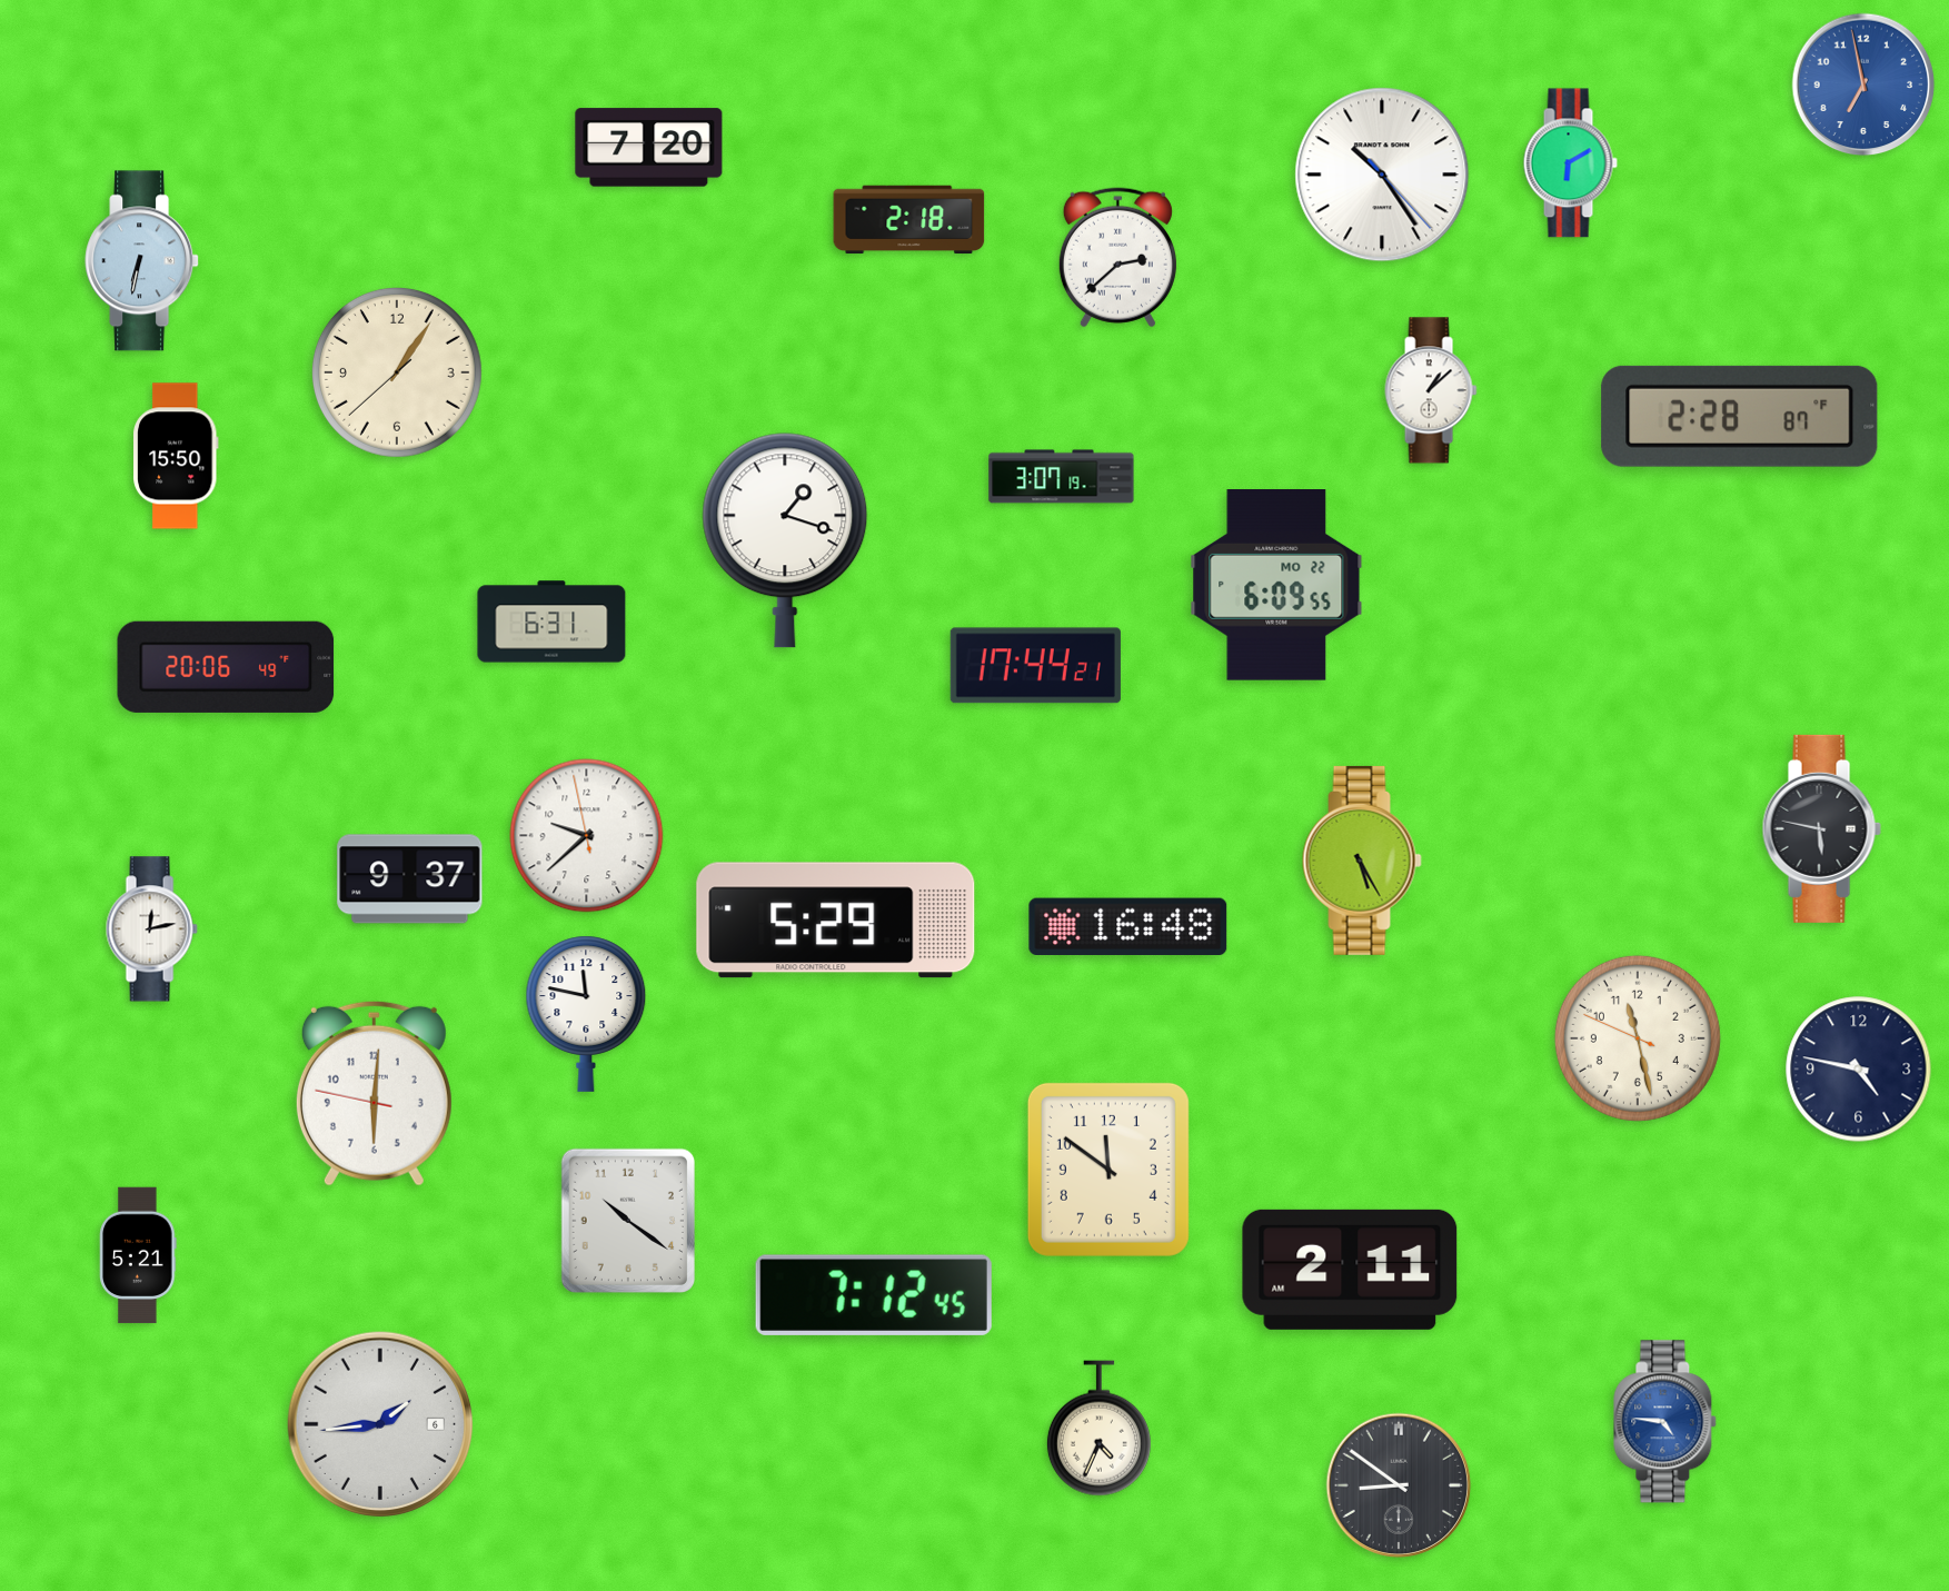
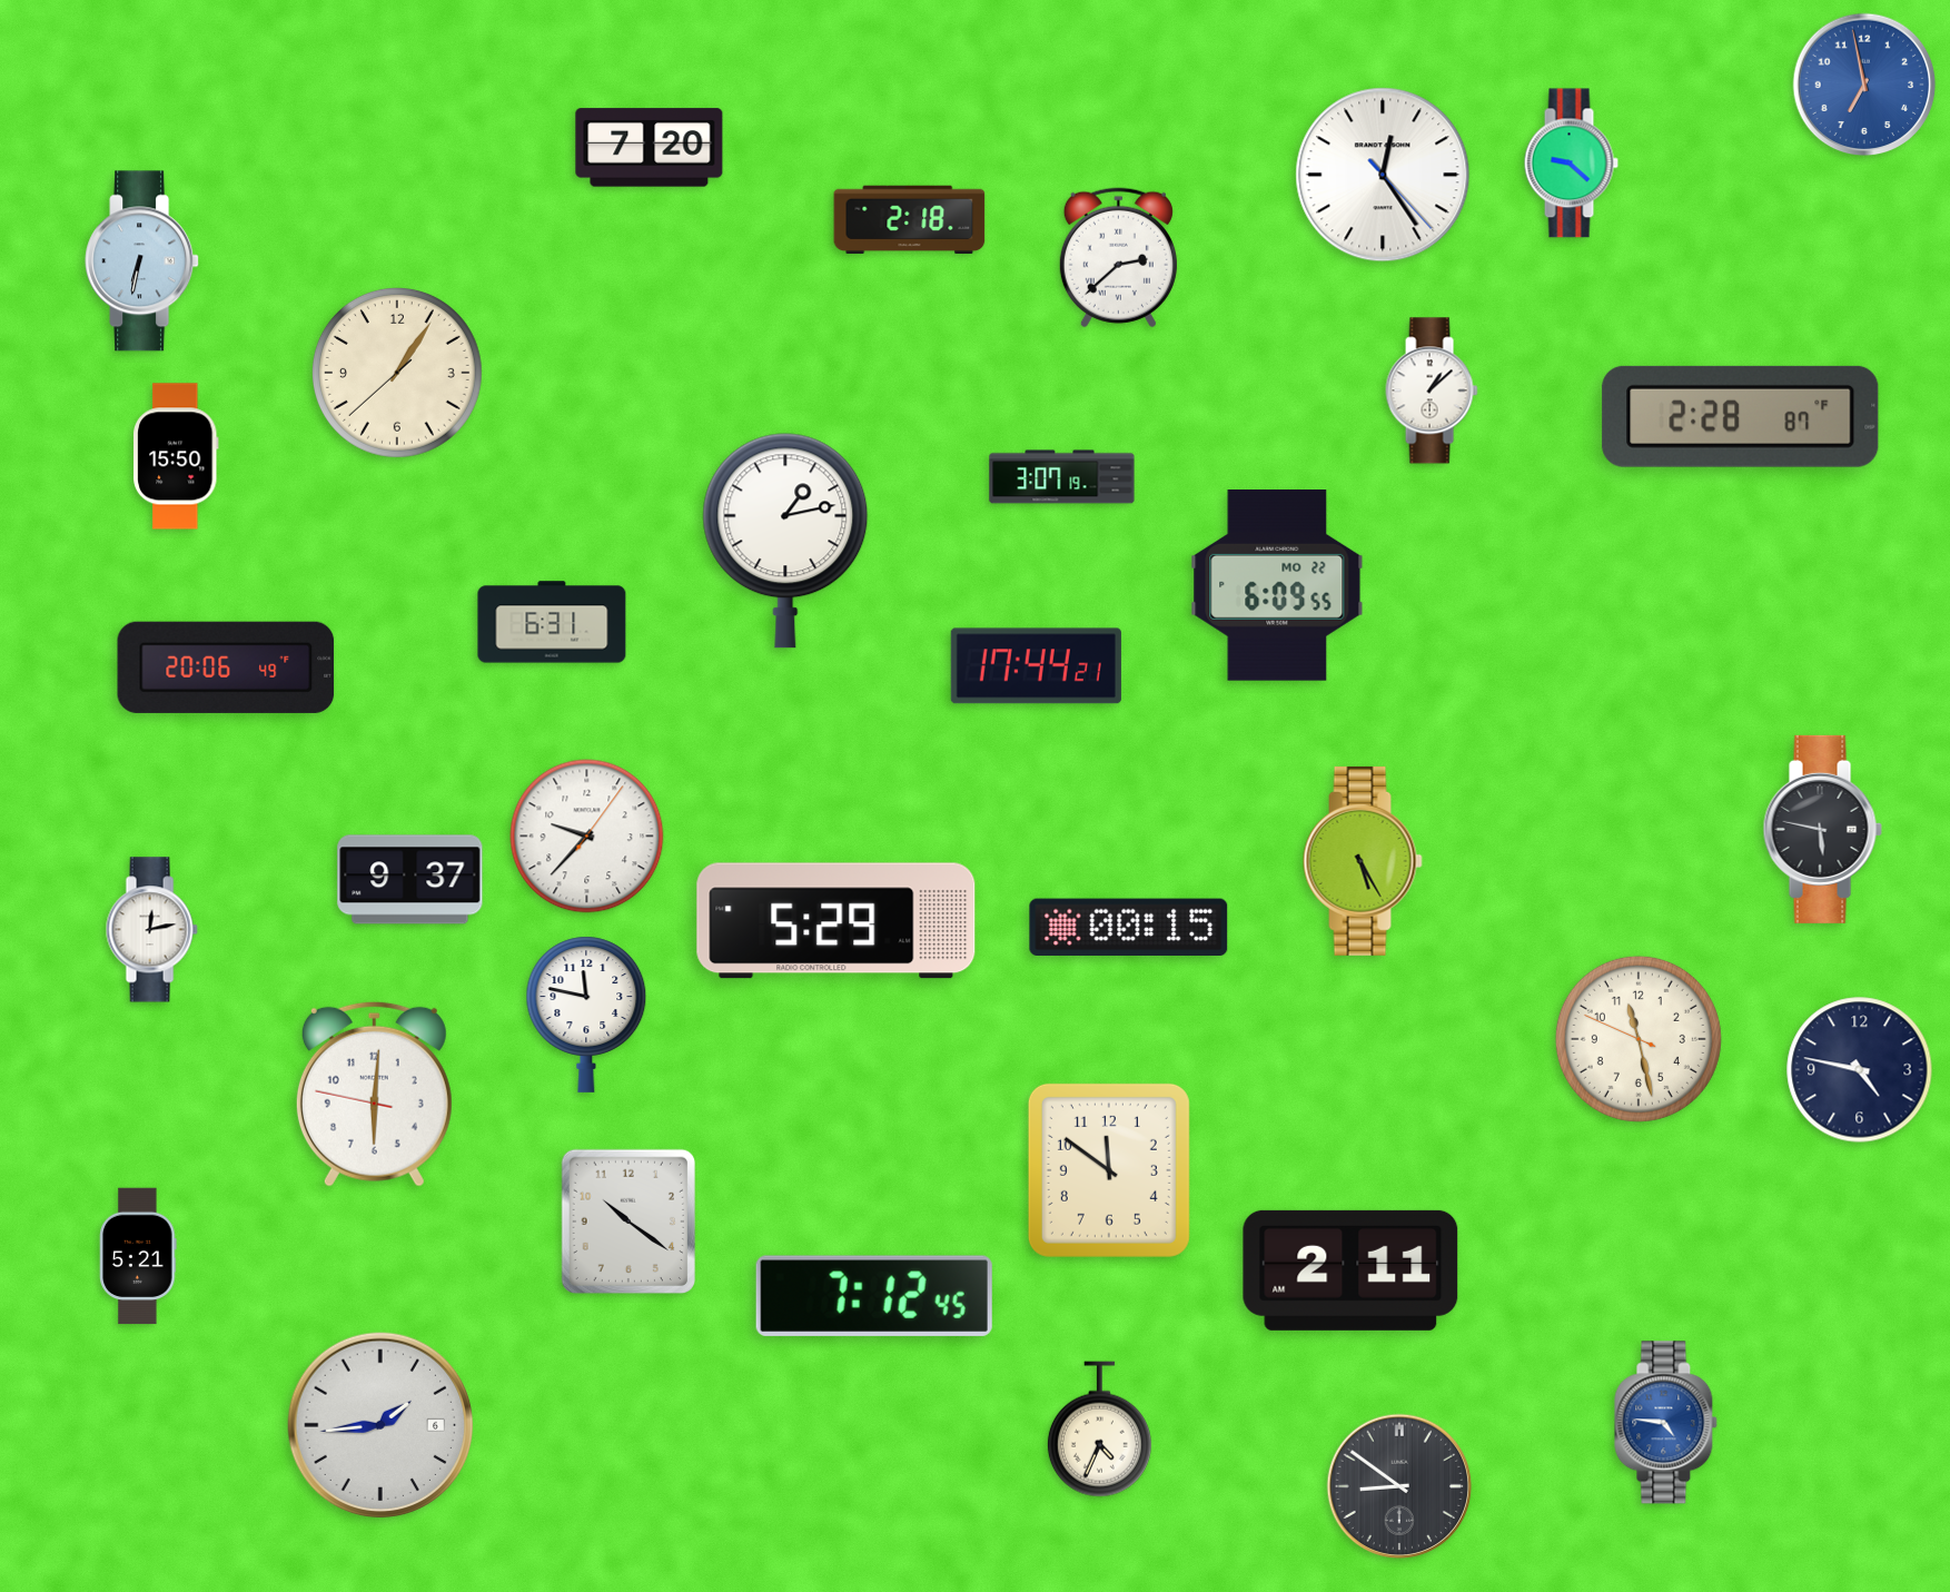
clock at (1570, 163): 6:10 -> 9:22
clock at (1382, 175): 10:24 -> 12:24
clock at (785, 540): 1:18 -> 1:13
clock at (587, 836): 9:37:58 -> 9:37:06
clock at (1128, 927): 16:48 -> 00:15
